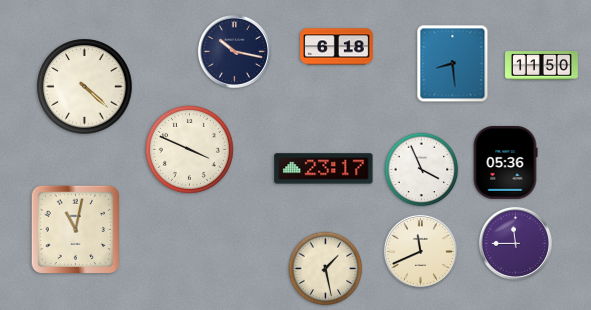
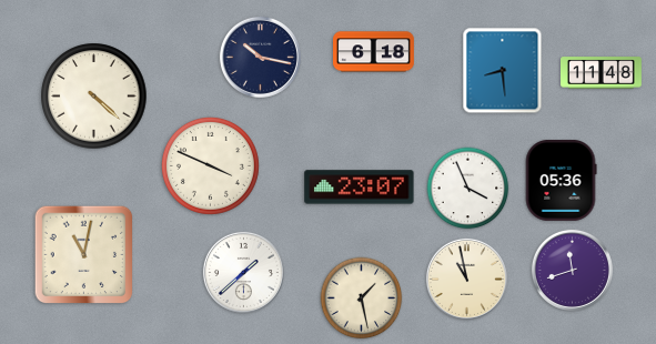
clock at (542, 66): 11:50 -> 11:48
clock at (324, 169): 23:17 -> 23:07
clock at (515, 243): 11:45 -> 11:42
clock at (243, 272): none -> 1:38
clock at (420, 251): 11:41 -> 10:58
